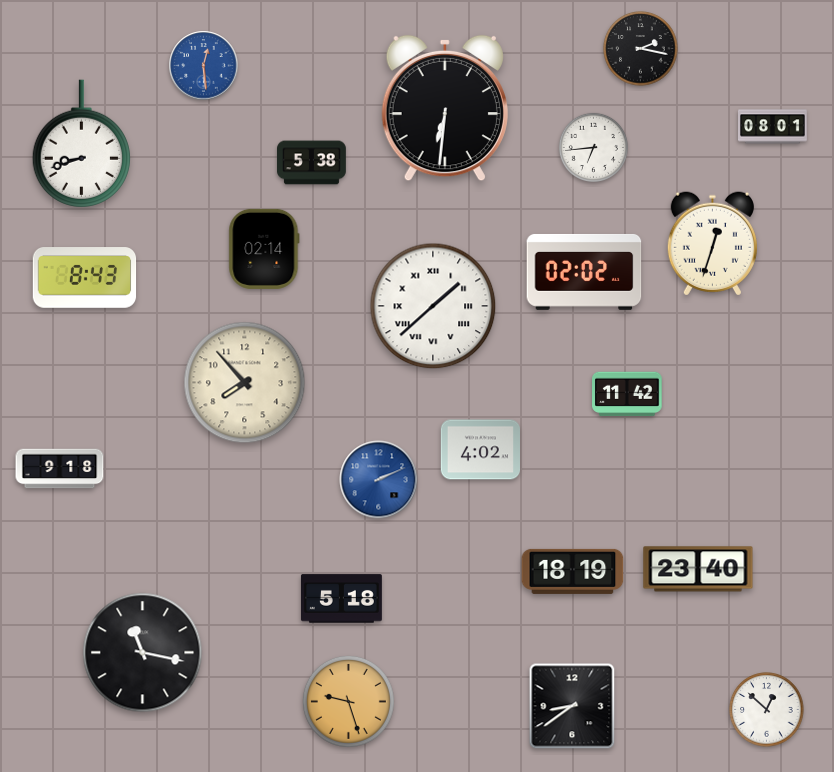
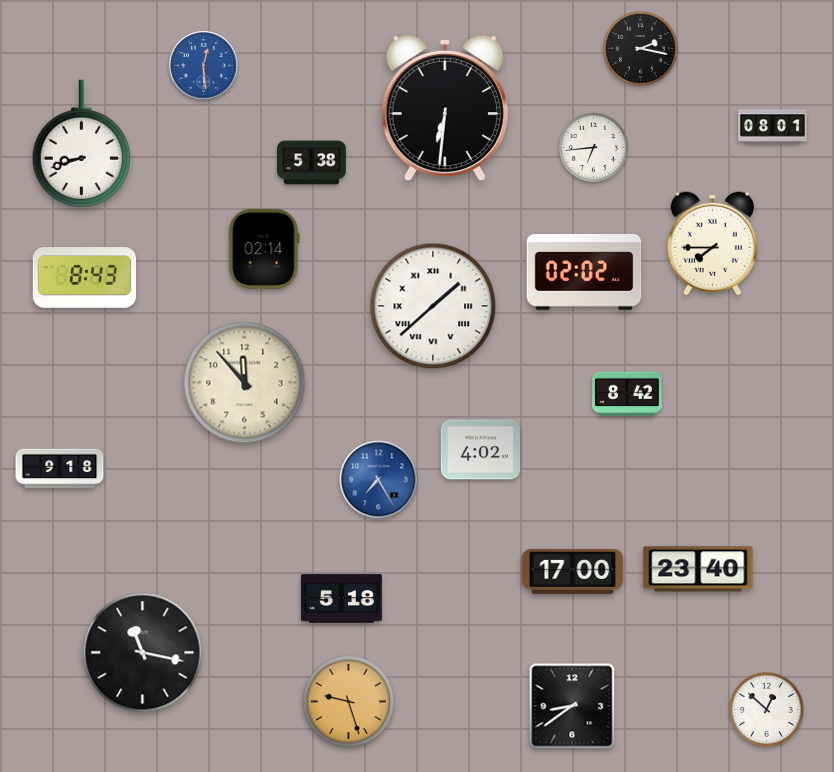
clock at (712, 244): 12:33 -> 7:45
clock at (245, 383): 7:53 -> 11:53
clock at (627, 394): 11:42 -> 8:42
clock at (379, 480): 2:11 -> 7:25
clock at (573, 571): 18:19 -> 17:00
